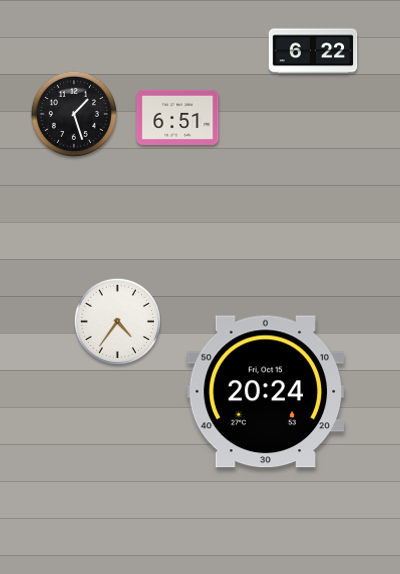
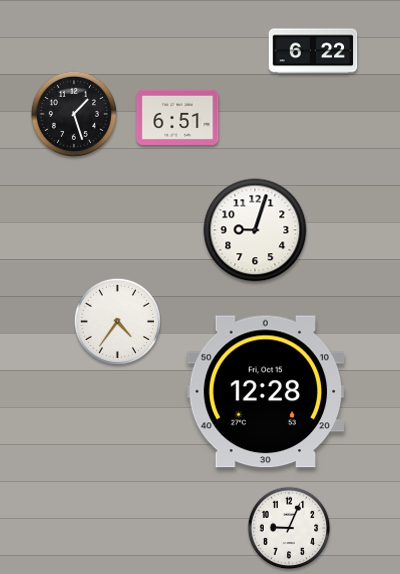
clock at (255, 230): none -> 9:03
clock at (266, 392): 20:24 -> 12:28
clock at (289, 528): none -> 9:04
